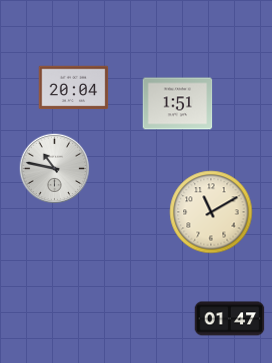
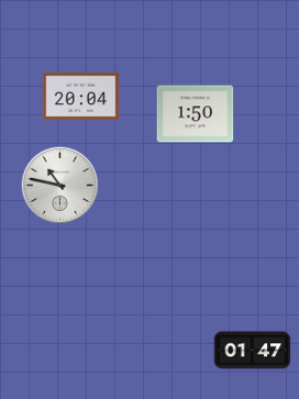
clock at (178, 104): 1:51 -> 1:50
clock at (211, 212): 11:10 -> none
